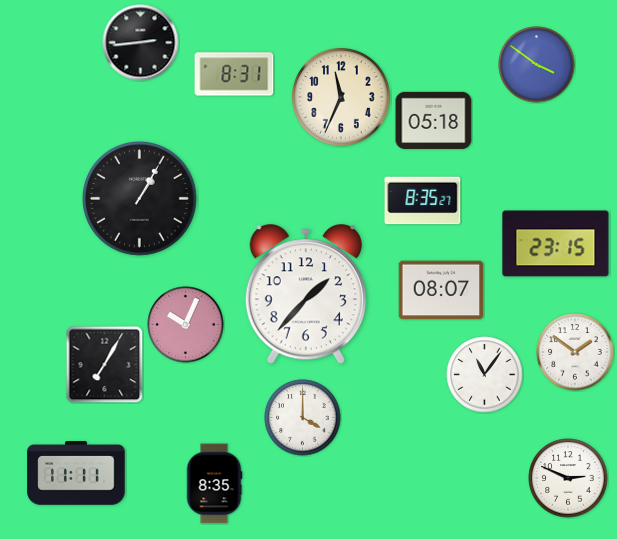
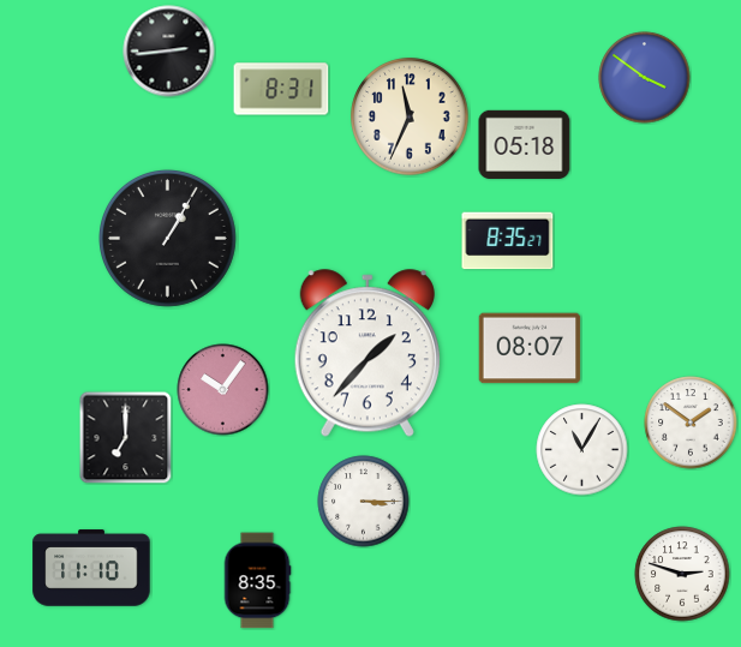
clock at (434, 120) position: (434, 120) -> (525, 144)
clock at (556, 244): 23:15 -> none
clock at (186, 325): 10:04 -> 10:06
clock at (104, 364): 7:05 -> 7:00
clock at (485, 375): 11:06 -> 11:05
clock at (303, 418): 4:00 -> 3:15
clock at (76, 473): 11:11 -> 11:10
clock at (568, 478): 2:49 -> 2:48
